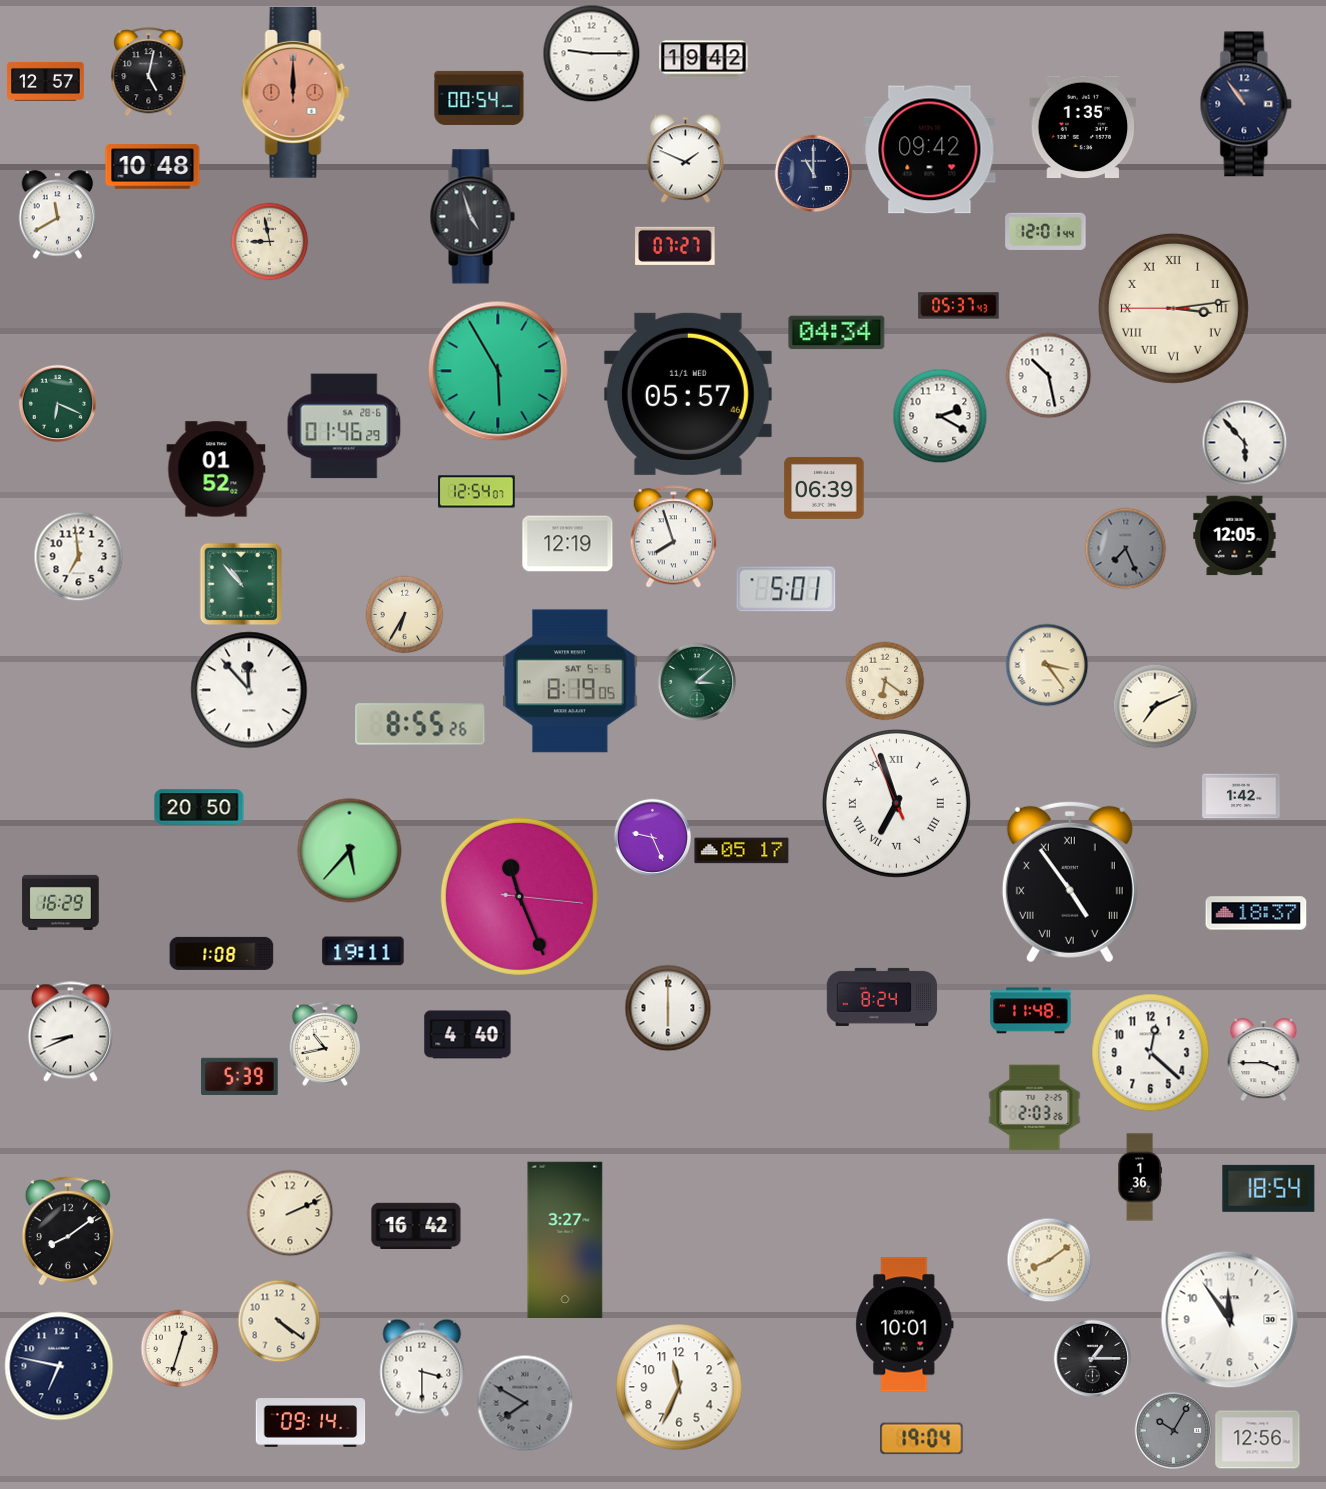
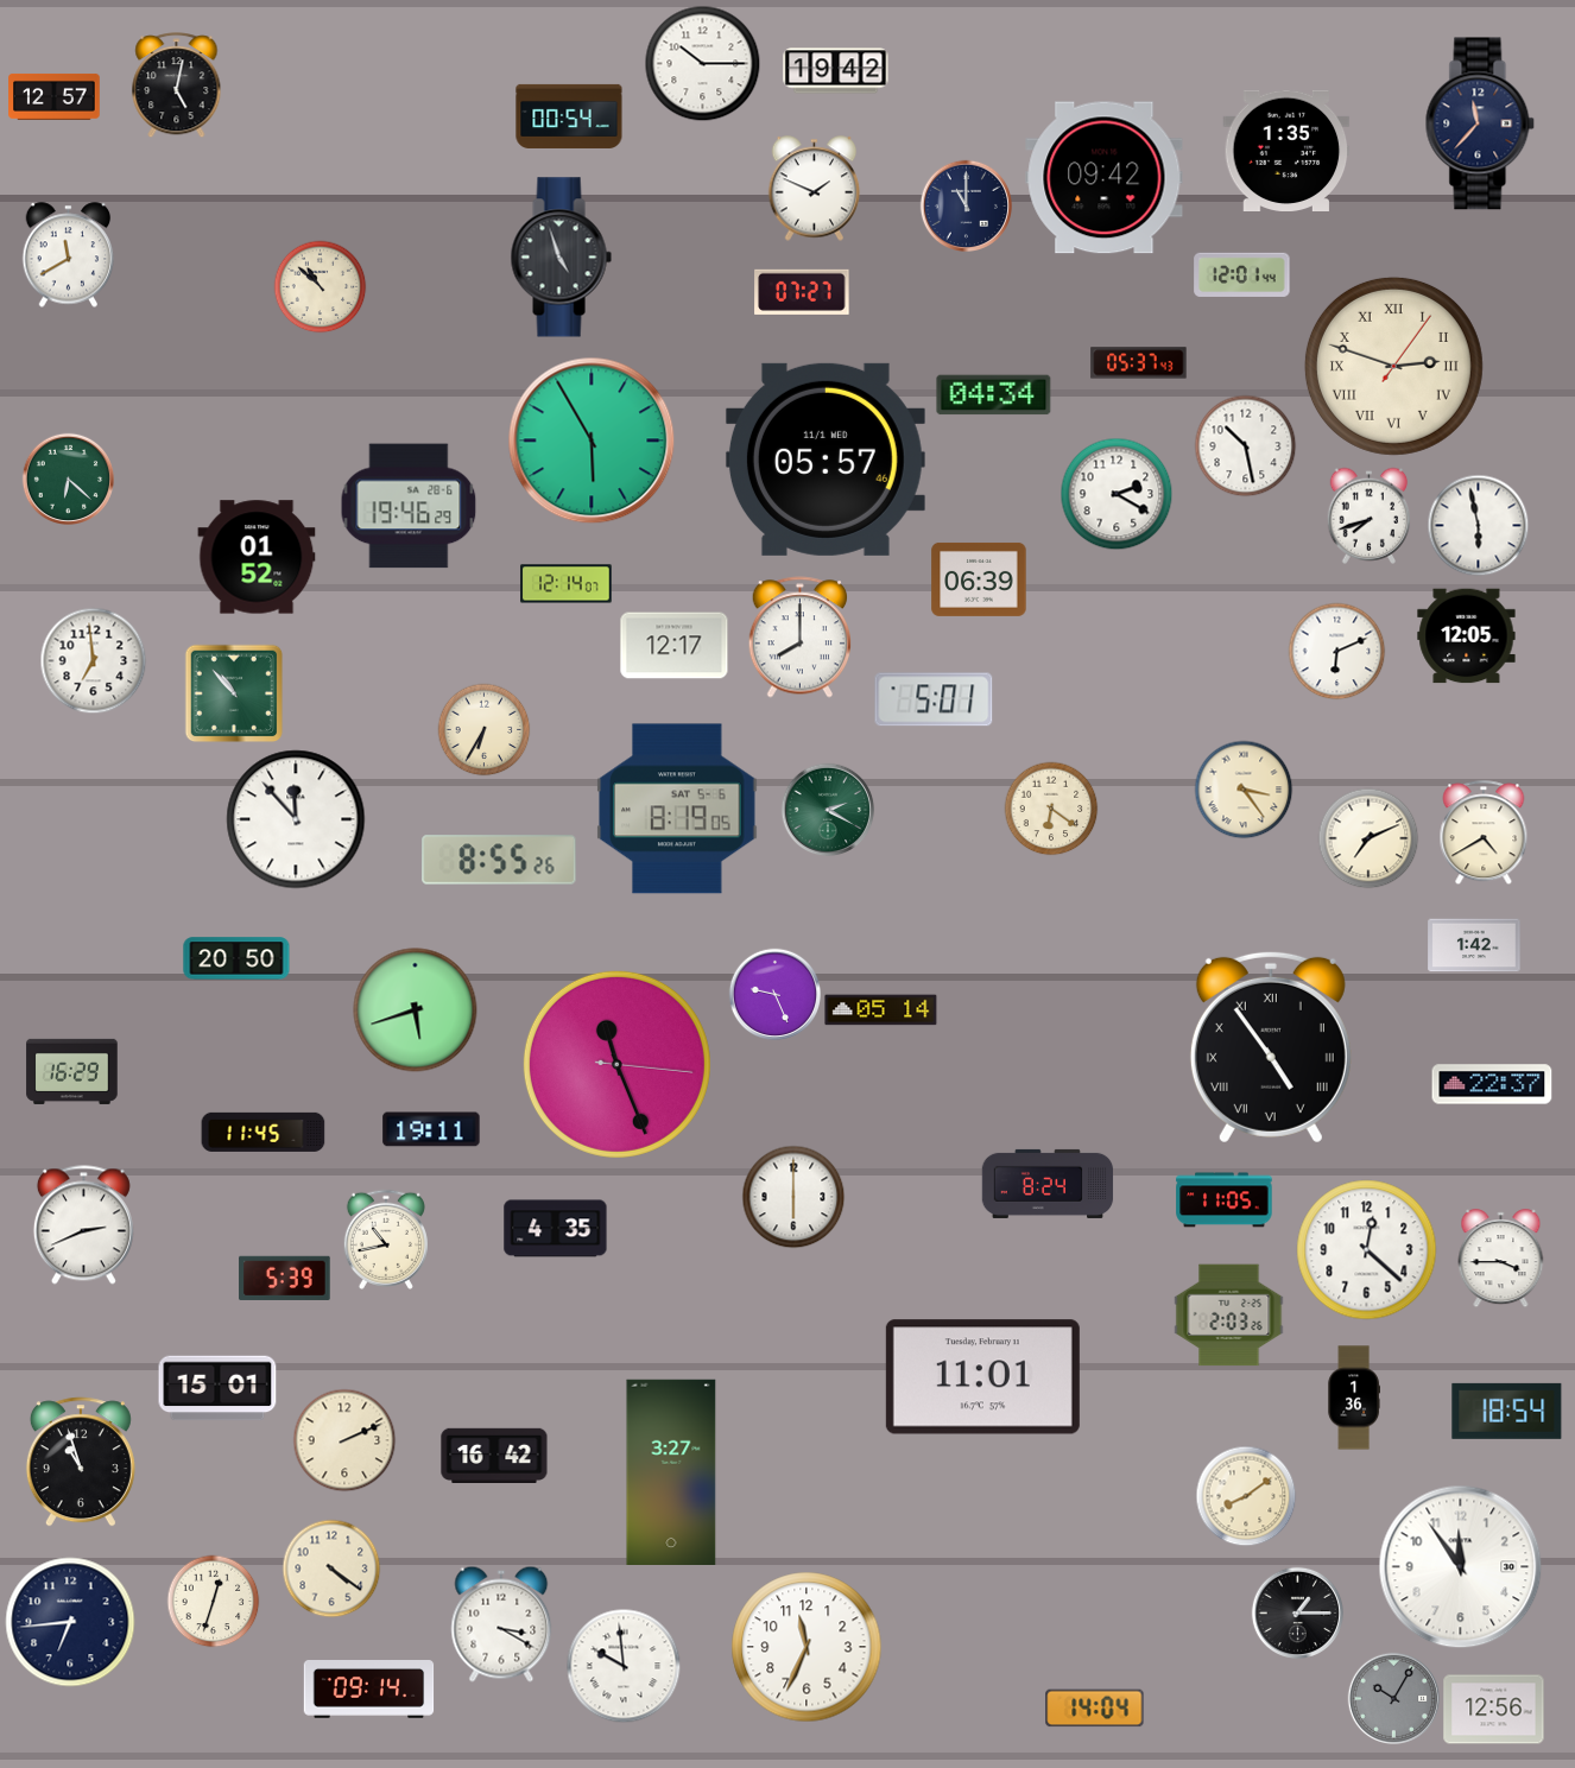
clock at (591, 53): 9:15 -> 10:15
clock at (296, 93): 12:00 -> none
clock at (1246, 104): 10:54 -> 11:37
clock at (153, 167): 10:48 -> none
clock at (269, 241): 8:58 -> 10:52
clock at (1173, 308): 3:13 -> 2:48
clock at (688, 394) position: (688, 394) -> (826, 460)
clock at (57, 403): 6:19 -> 6:22
clock at (344, 426): 01:46 -> 19:46
clock at (1370, 515): none -> 7:42
clock at (1244, 442): 5:53 -> 5:58
clock at (477, 492): 12:54 -> 12:14
clock at (674, 537): 7:57 -> 8:00
clock at (568, 544): 12:19 -> 12:17
clock at (1125, 548): 7:26 -> 6:11
clock at (1125, 548) dial: grey -> white
clock at (241, 584) position: (241, 584) -> (234, 693)
clock at (404, 614) position: (404, 614) -> (483, 729)
clock at (697, 682): 3:08 -> 2:20
clock at (1484, 832): none -> 4:40
clock at (1155, 706) position: (1155, 706) -> (1368, 838)
clock at (896, 803): 6:56 -> none
clock at (350, 851): 5:37 -> 5:42
clock at (742, 851): 05:17 -> 05:14
clock at (1256, 913): 18:37 -> 22:37
clock at (222, 953): 1:08 -> 11:45
clock at (1031, 1011): 11:48 -> 11:05
clock at (70, 1032): 8:41 -> 2:41
clock at (468, 1035): 4:40 -> 4:35
clock at (982, 1377): none -> 11:01
clock at (217, 1388): none -> 15:01
clock at (68, 1231): 8:09 -> 10:57
clock at (905, 1325): 10:01 -> none
clock at (59, 1366): 6:47 -> 6:44
clock at (422, 1368): 3:30 -> 3:20
clock at (525, 1403): 7:50 -> 9:59
clock at (525, 1403) dial: grey -> white
clock at (922, 1439): 19:04 -> 14:04
